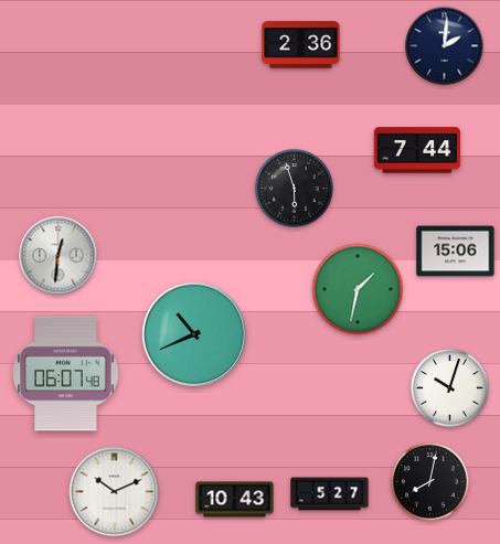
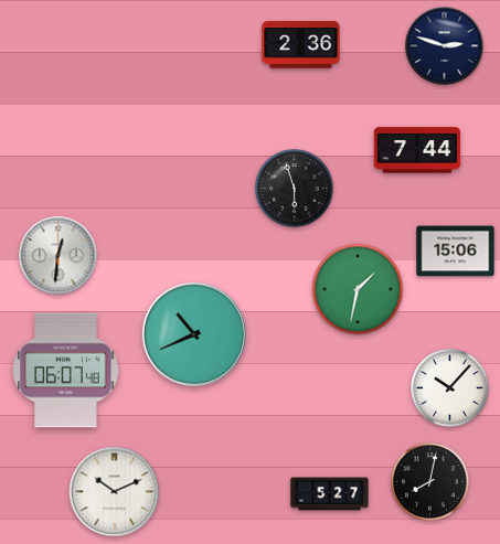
clock at (445, 46): 2:01 -> 2:48
clock at (66, 374) position: (66, 374) -> (66, 371)
clock at (450, 388): 10:03 -> 10:07
clock at (235, 500): 10:43 -> none
